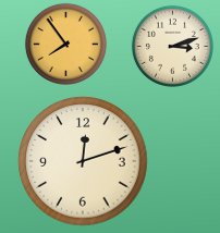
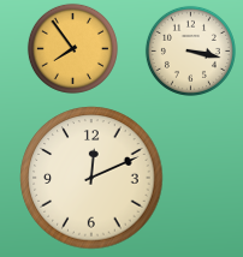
clock at (172, 46): 3:12 -> 3:17
clock at (83, 161): 12:12 -> 12:11
